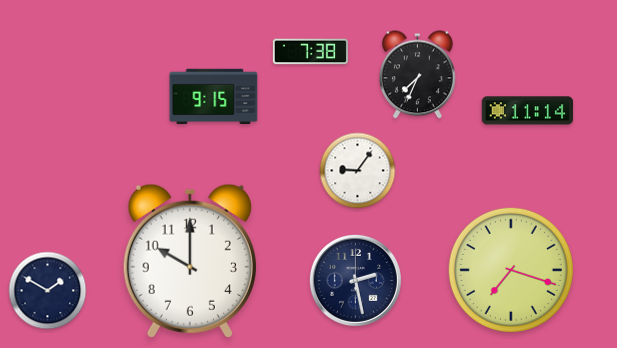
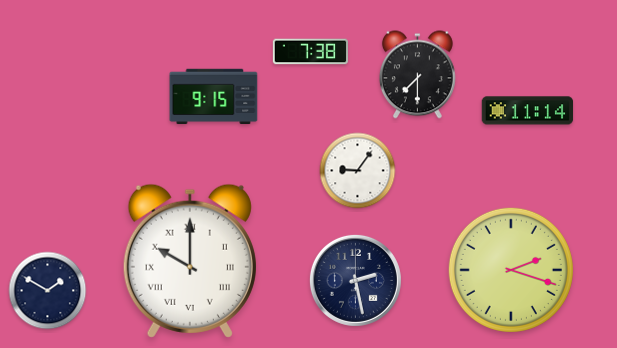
clock at (417, 75): 7:34 -> 7:30
clock at (190, 261) numerals: Arabic -> Roman
clock at (511, 270): 7:18 -> 2:18
